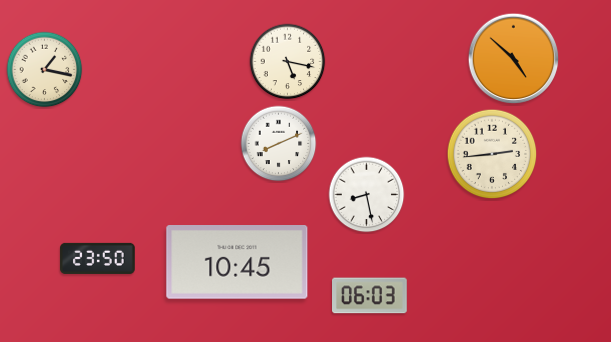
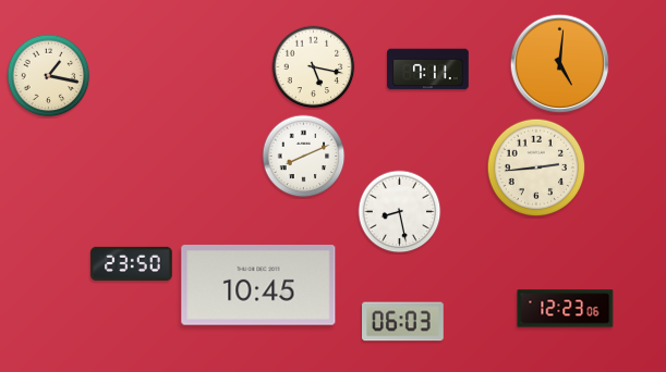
clock at (514, 59): 4:52 -> 5:01
clock at (428, 70): none -> 7:11
clock at (98, 258) position: (98, 258) -> (132, 263)
clock at (566, 309): none -> 12:23
